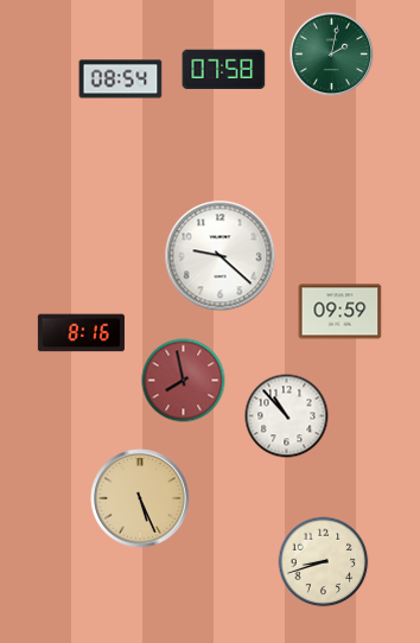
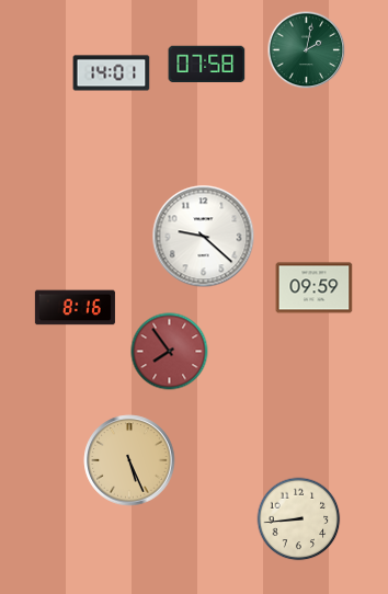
clock at (121, 79): 08:54 -> 14:01
clock at (184, 381): 7:58 -> 7:54
clock at (287, 416): 10:53 -> none
clock at (324, 562): 8:42 -> 8:44
